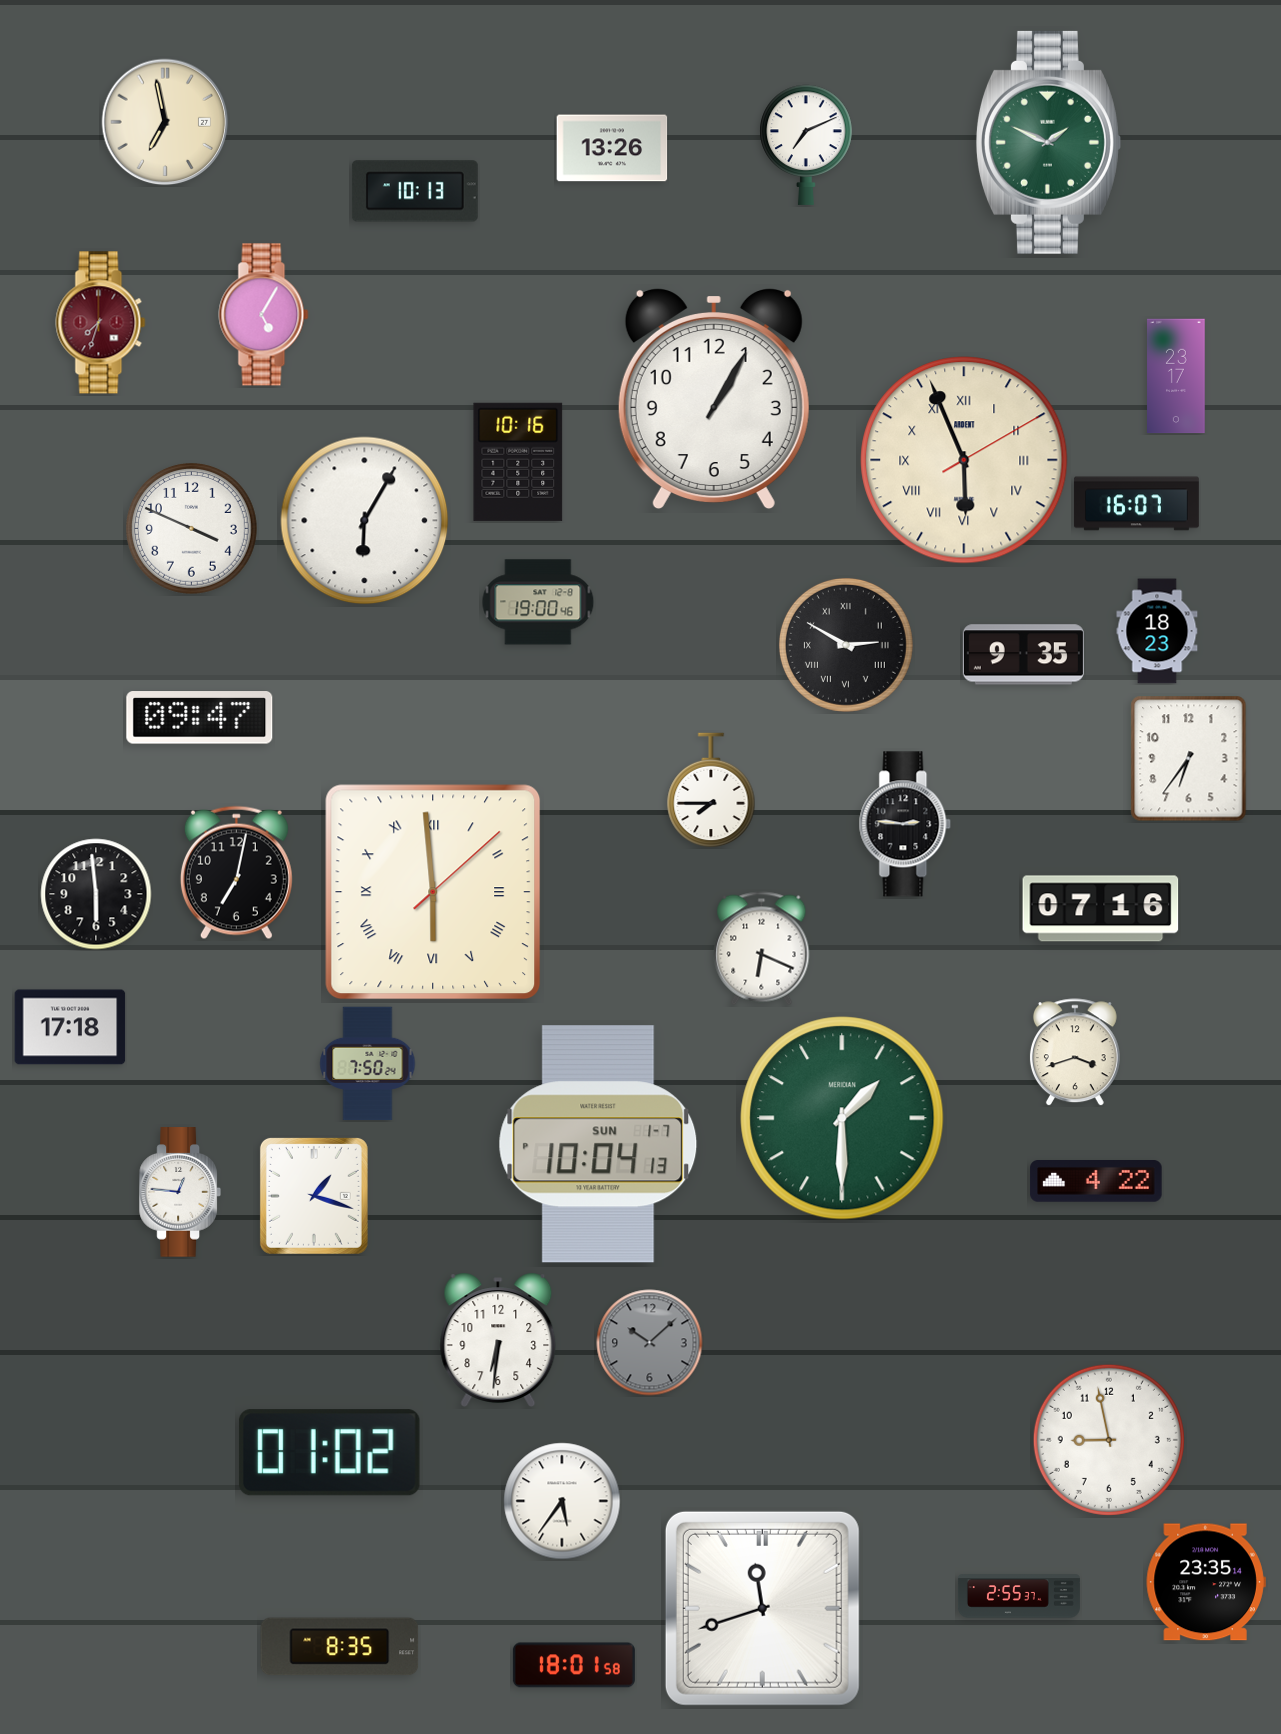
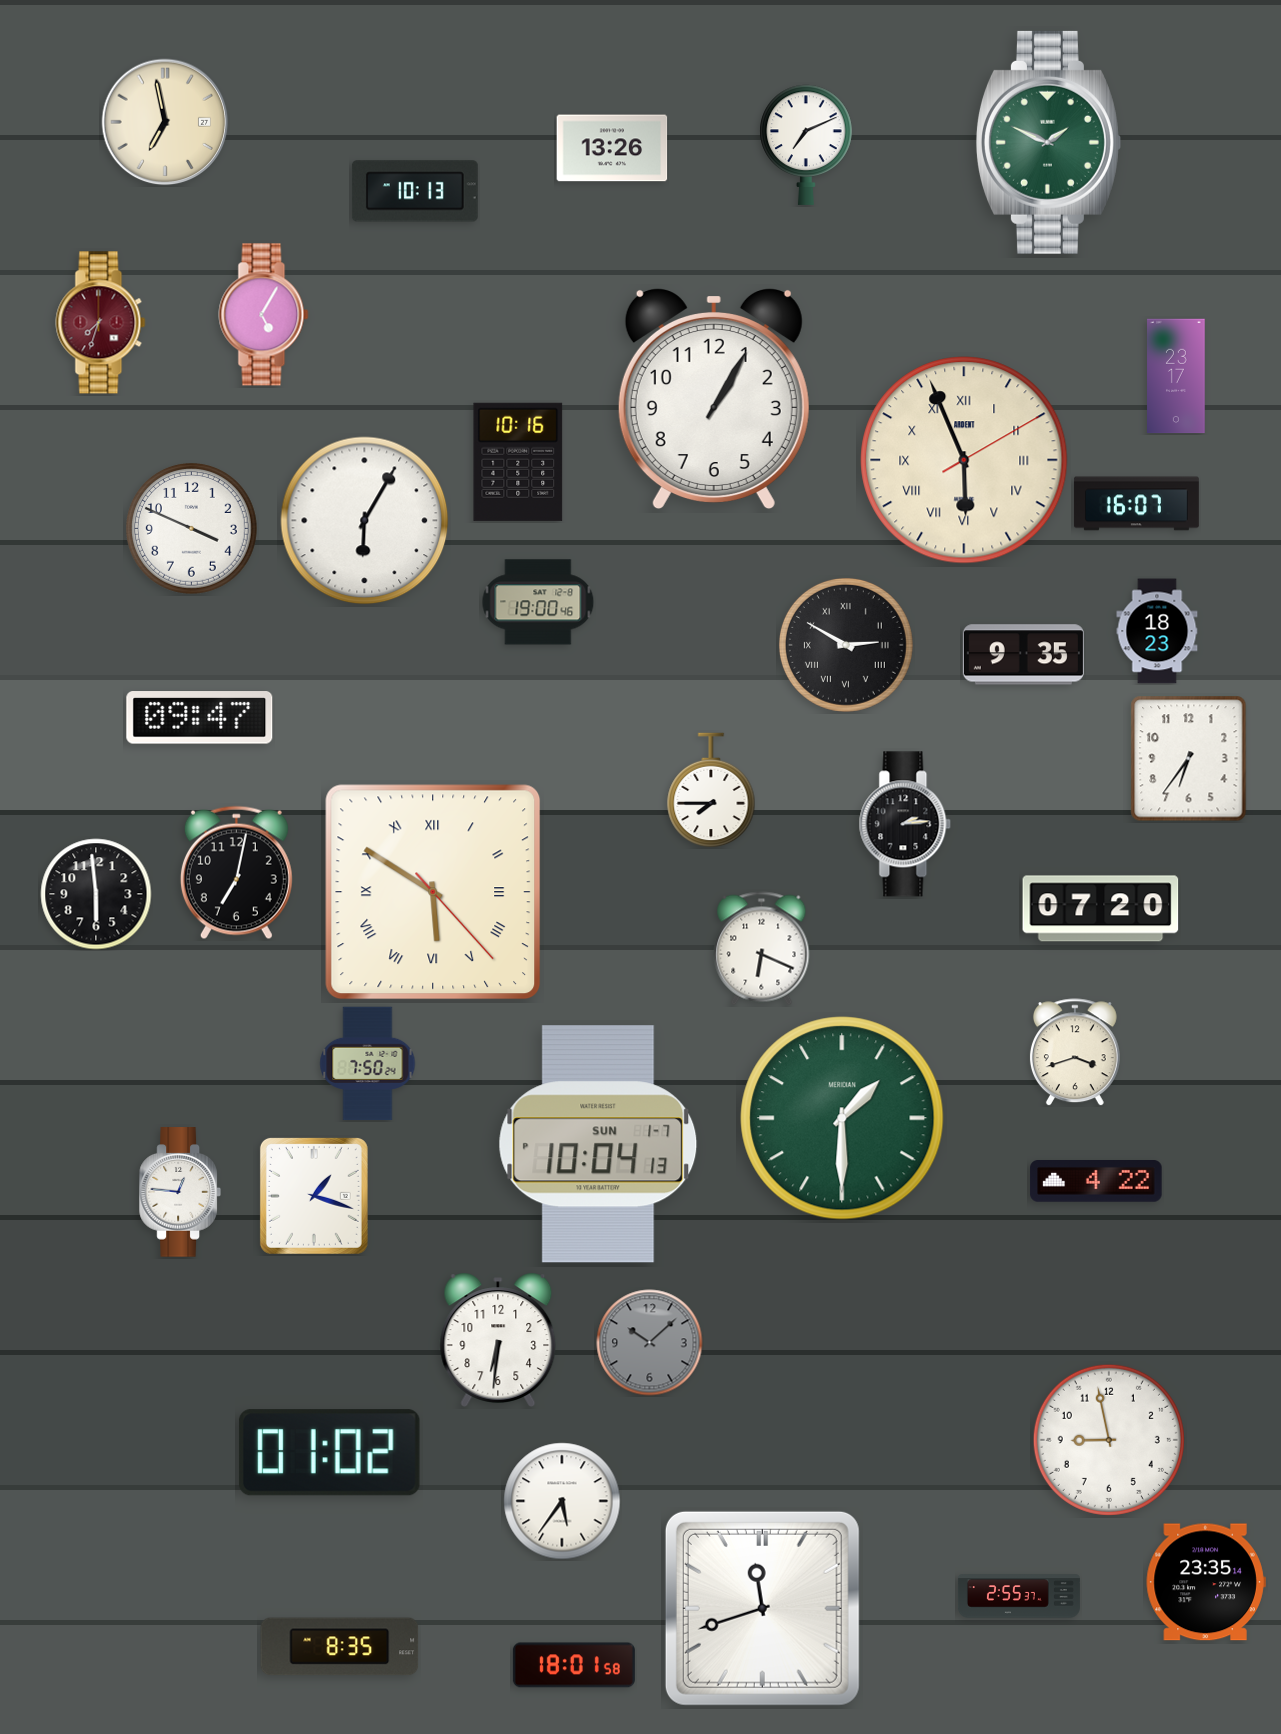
clock at (905, 824): 2:46 -> 2:14
clock at (433, 892): 5:59 -> 5:50
clock at (1101, 909): 07:16 -> 07:20
clock at (70, 1027): 17:18 -> none
